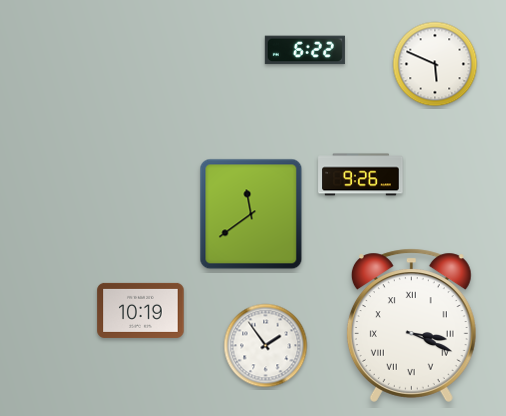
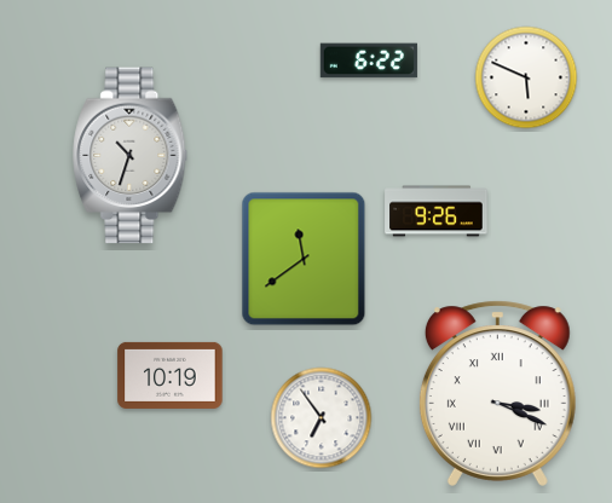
clock at (131, 156): none -> 10:33
clock at (266, 346): 1:54 -> 6:54
